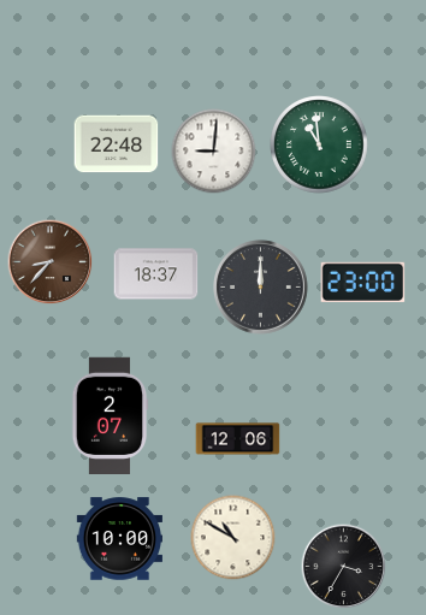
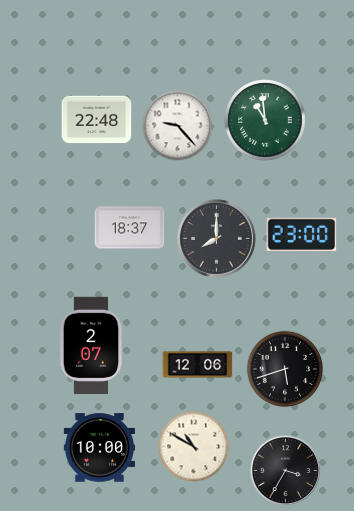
clock at (214, 152): 9:01 -> 9:23
clock at (51, 262): 8:37 -> none
clock at (261, 288): 12:00 -> 8:00
clock at (285, 369): none -> 5:42
